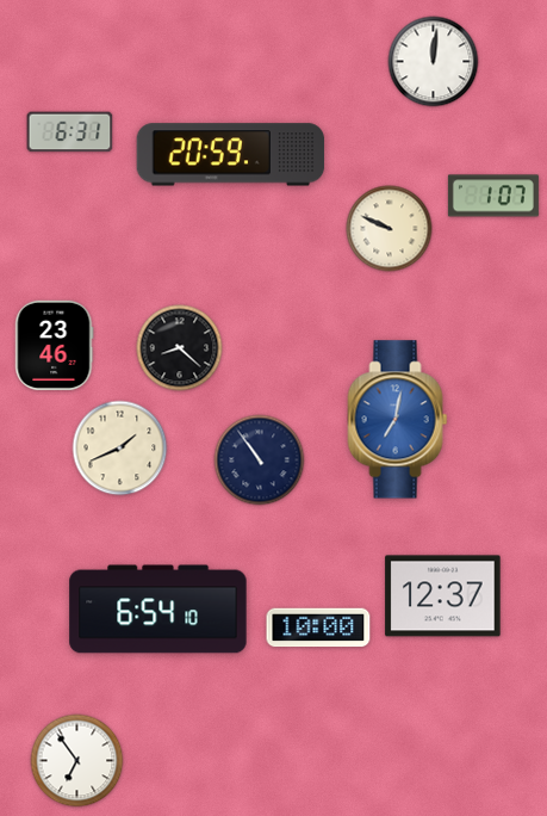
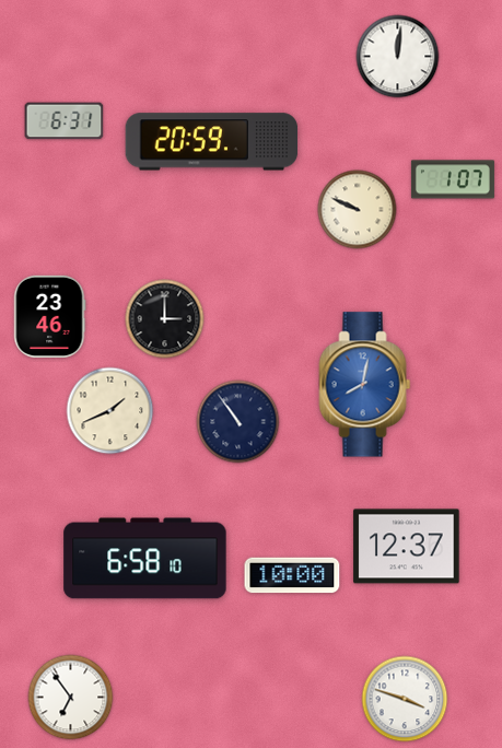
clock at (180, 348): 8:22 -> 3:00
clock at (398, 420): 7:02 -> 8:02
clock at (158, 610): 6:54 -> 6:58
clock at (405, 699): none -> 3:48
